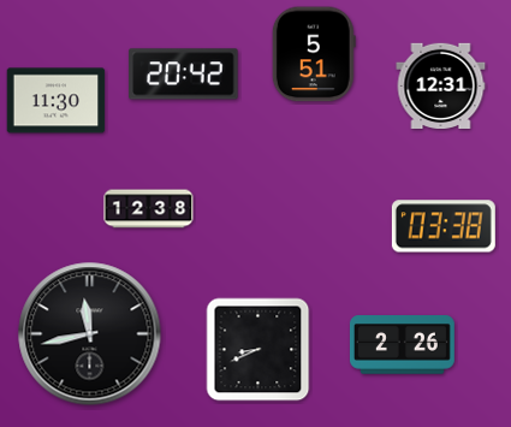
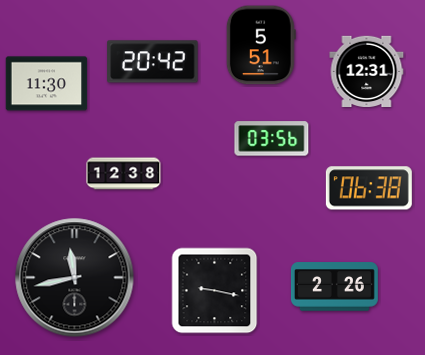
clock at (272, 139): none -> 03:56
clock at (444, 226): 03:38 -> 06:38
clock at (259, 350): 8:41 -> 9:17
